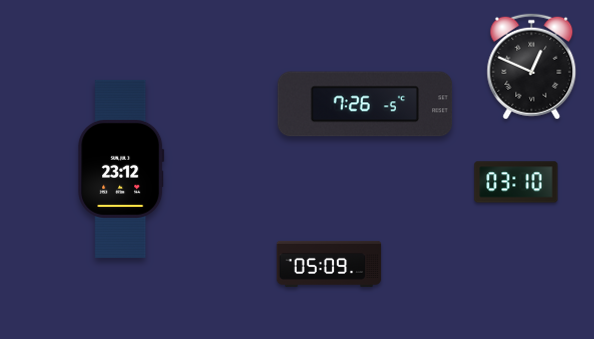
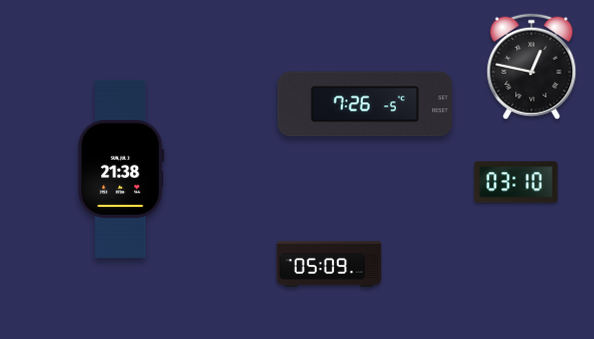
clock at (532, 67): 12:49 -> 12:47
clock at (121, 169): 23:12 -> 21:38
